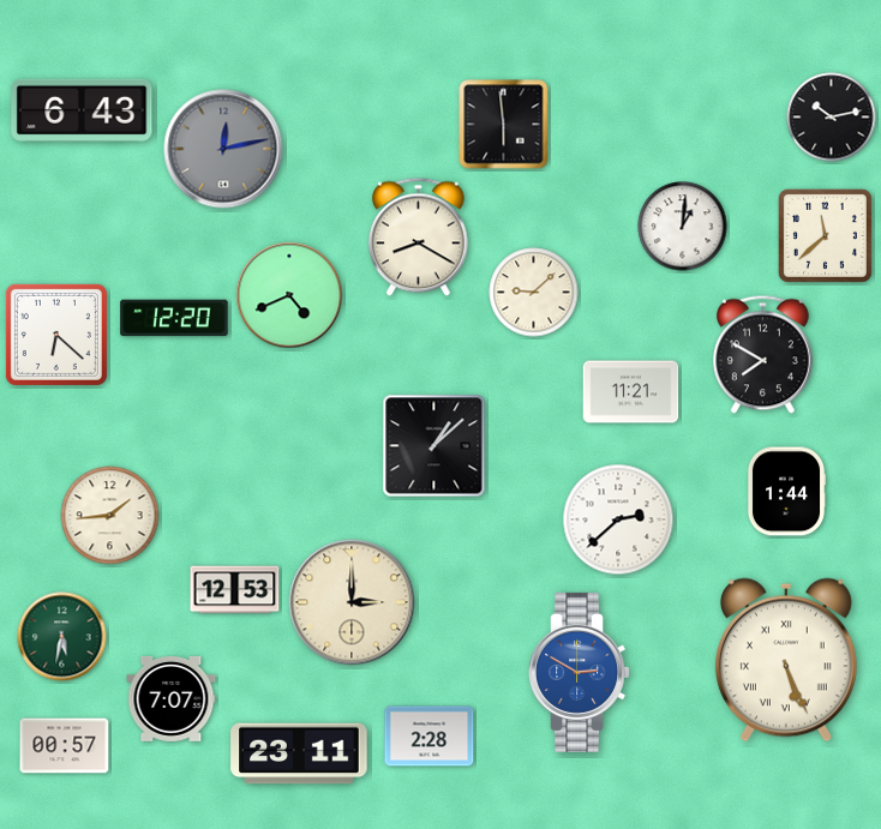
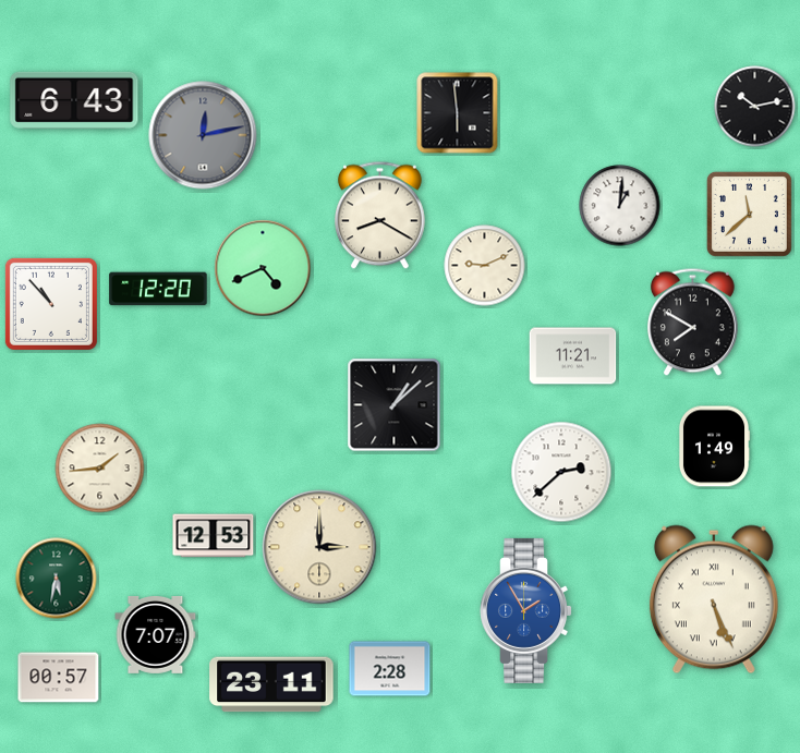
clock at (534, 293): 9:08 -> 9:11
clock at (56, 335): 6:22 -> 10:53
clock at (786, 492): 1:44 -> 1:49
clock at (580, 672): 2:50 -> 1:55
